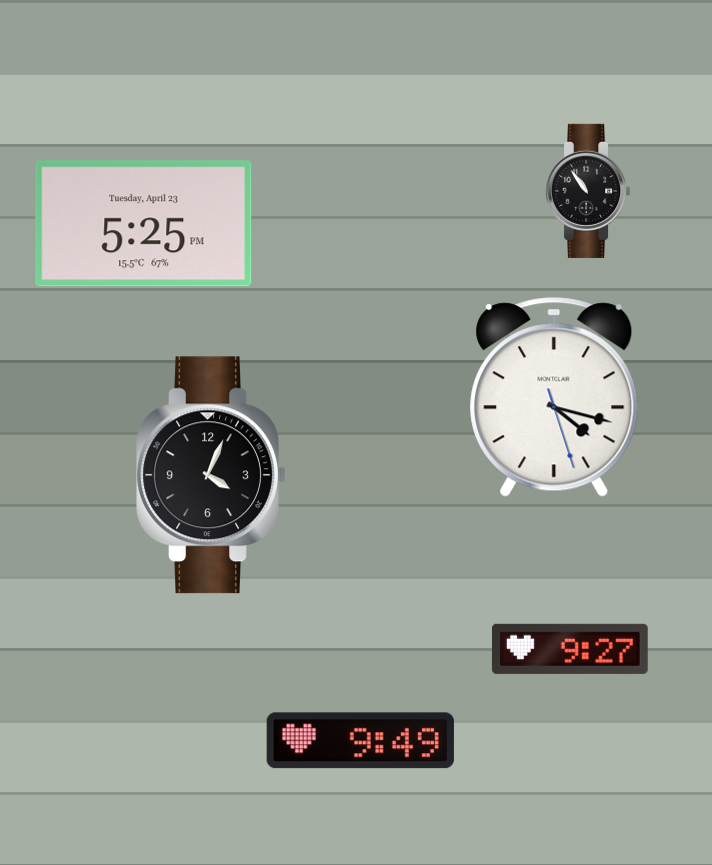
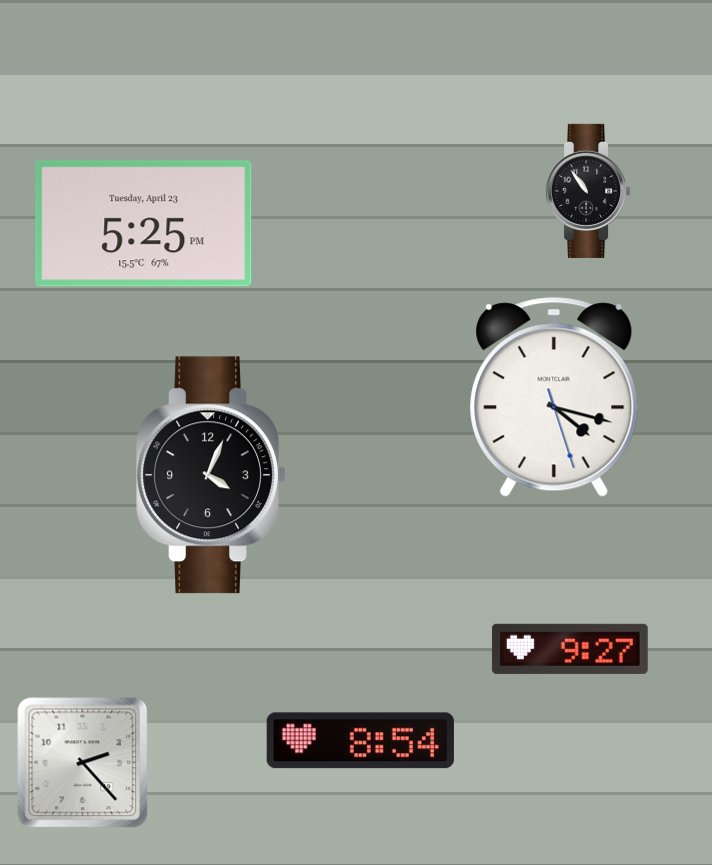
clock at (360, 741): 9:49 -> 8:54
clock at (83, 763): none -> 2:23
